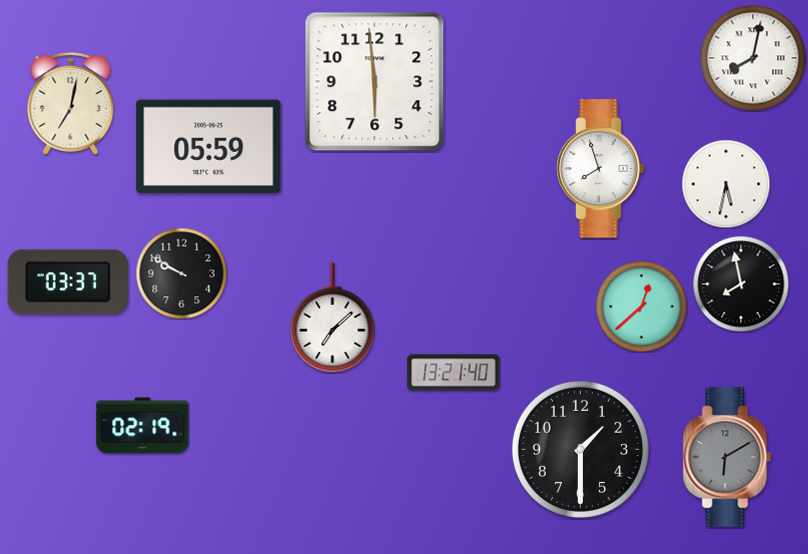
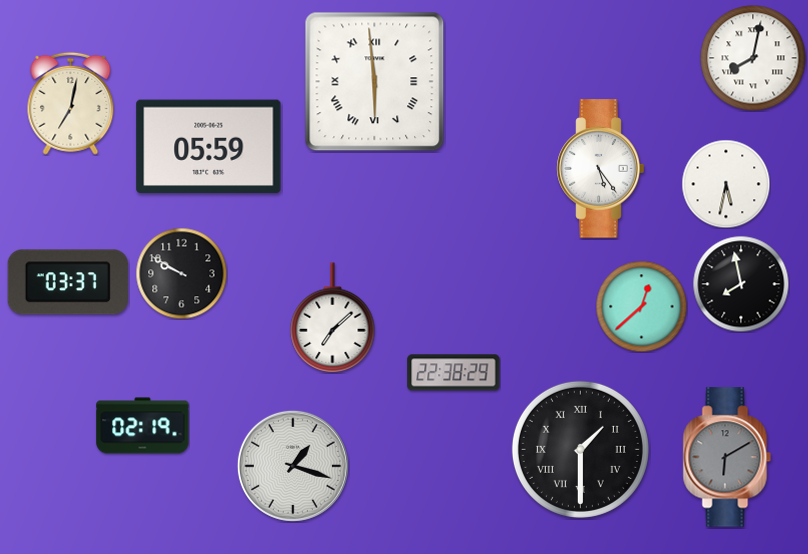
clock at (375, 82) numerals: Arabic -> Roman
clock at (601, 169): 7:57 -> 5:24
clock at (454, 373): 13:21 -> 22:38
clock at (580, 449) numerals: Arabic -> Roman
clock at (293, 466): none -> 1:18
